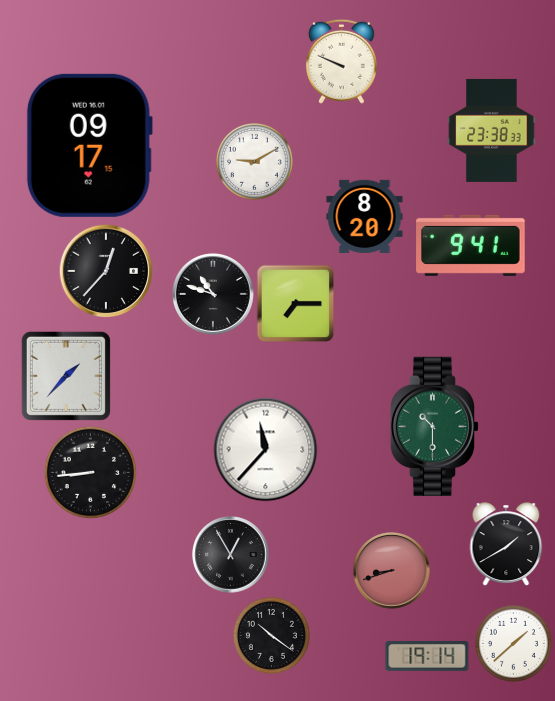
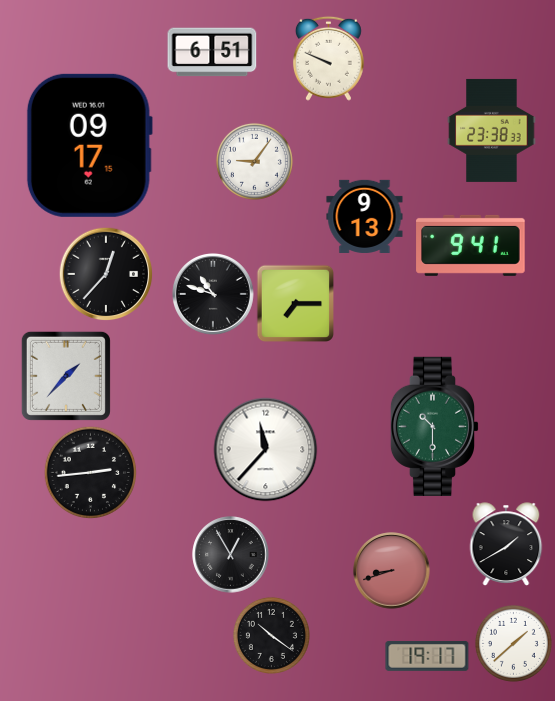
clock at (212, 52): none -> 6:51
clock at (341, 61) position: (341, 61) -> (328, 58)
clock at (254, 161): 9:10 -> 9:06
clock at (365, 216): 8:20 -> 9:13
clock at (106, 271) position: (106, 271) -> (106, 274)
clock at (90, 472): 8:44 -> 2:44
clock at (427, 656): 19:14 -> 19:17
